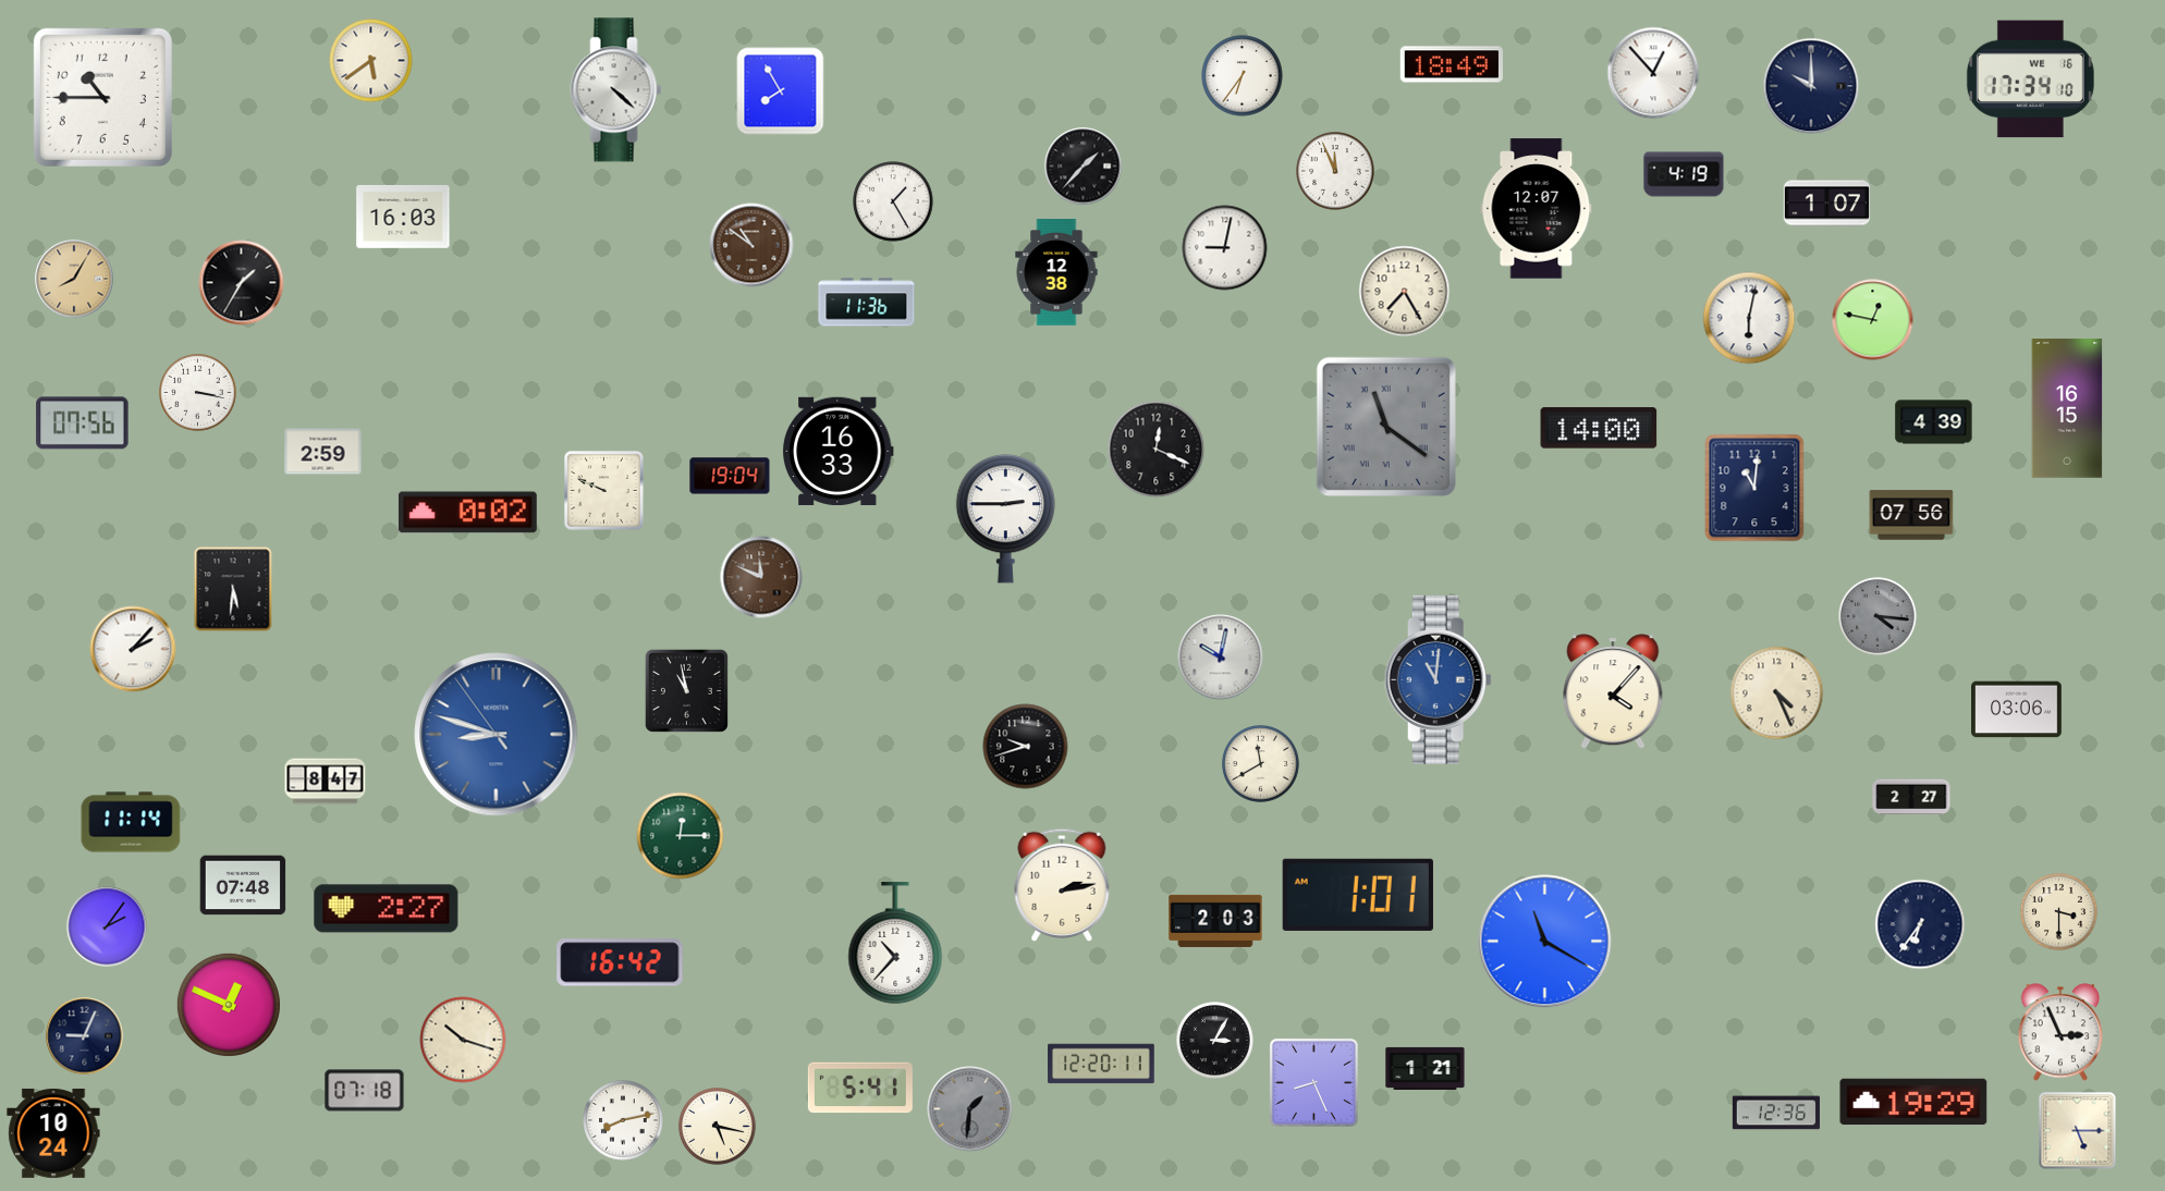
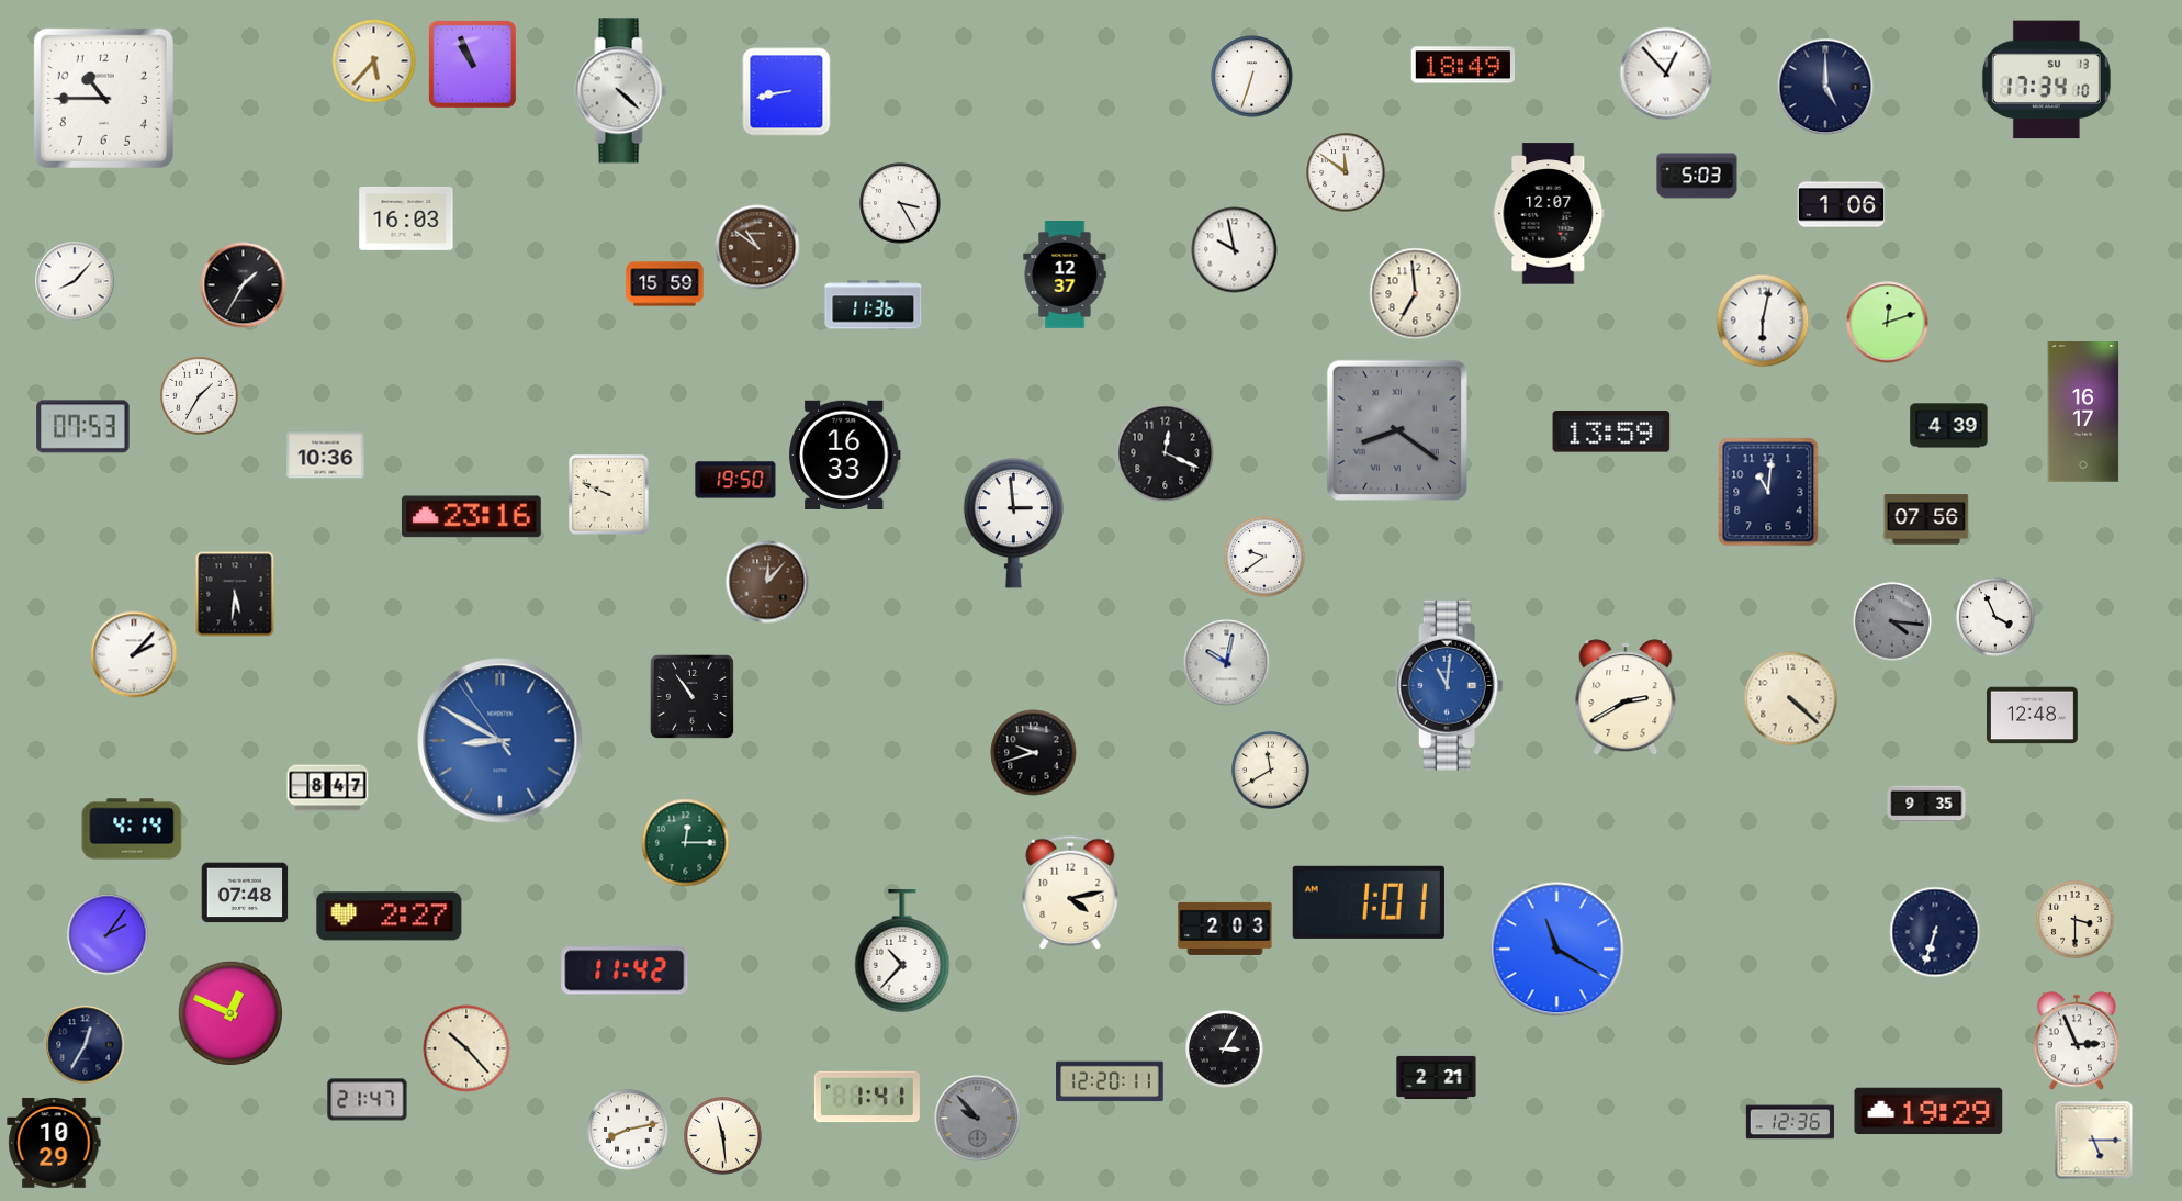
clock at (371, 61): 5:39 -> 5:37
clock at (472, 64): none -> 10:56
clock at (1243, 76): 6:36 -> 6:33
clock at (2030, 79) date: WE 16 -> SU 13
clock at (1811, 86): 10:00 -> 5:00
clock at (781, 91): 7:55 -> 8:43
clock at (1084, 167): 1:37 -> none
clock at (1335, 171): 11:56 -> 11:51
clock at (1684, 174): 4:19 -> 5:03
clock at (893, 201): 1:25 -> 3:25
clock at (1827, 204): 1:07 -> 1:06
clock at (1537, 209) position: (1537, 209) -> (1549, 214)
clock at (1225, 248): 9:02 -> 9:58
clock at (1056, 272): 12:38 -> 12:37
clock at (74, 279): 8:05 -> 8:07
clock at (74, 279) dial: champagne -> white
clock at (665, 284): none -> 15:59
clock at (1405, 292): 7:25 -> 6:59
clock at (1873, 320): 12:47 -> 12:12
clock at (198, 393): 3:17 -> 1:35
clock at (2067, 408): 16:15 -> 16:17
clock at (83, 423): 07:56 -> 07:53
clock at (1386, 427): 11:21 -> 8:21
clock at (1599, 428): 14:00 -> 13:59
clock at (323, 452): 2:59 -> 10:36
clock at (730, 476): 19:04 -> 19:50
clock at (467, 513): 0:02 -> 23:16
clock at (1005, 519): 2:45 -> 2:59
clock at (1264, 557): none -> 9:39
clock at (761, 577): 11:49 -> 12:07
clock at (1995, 617): none -> 3:56
clock at (1221, 658) position: (1221, 658) -> (1227, 663)
clock at (686, 690): 10:58 -> 10:54
clock at (1613, 691): 4:07 -> 2:40
clock at (1777, 693): 4:26 -> 4:22
clock at (2017, 710): 03:06 -> 12:48
clock at (497, 735): 8:47 -> 8:49
clock at (1911, 797): 2:27 -> 9:35
clock at (131, 822): 11:14 -> 4:14
clock at (1062, 885): 2:13 -> 4:13
clock at (1920, 924): 6:36 -> 6:33
clock at (620, 962): 16:42 -> 11:42
clock at (85, 1036): 9:04 -> 12:35
clock at (463, 1040): 10:18 -> 10:23
clock at (1101, 1064) position: (1101, 1064) -> (1110, 1081)
clock at (1426, 1068): 1:21 -> 2:21
clock at (1313, 1082): 8:26 -> none
clock at (860, 1088): 5:41 -> 1:41
clock at (365, 1091): 07:18 -> 21:47
clock at (970, 1109): 1:31 -> 9:53
clock at (718, 1127): 5:17 -> 11:29
clock at (53, 1133): 10:24 -> 10:29
